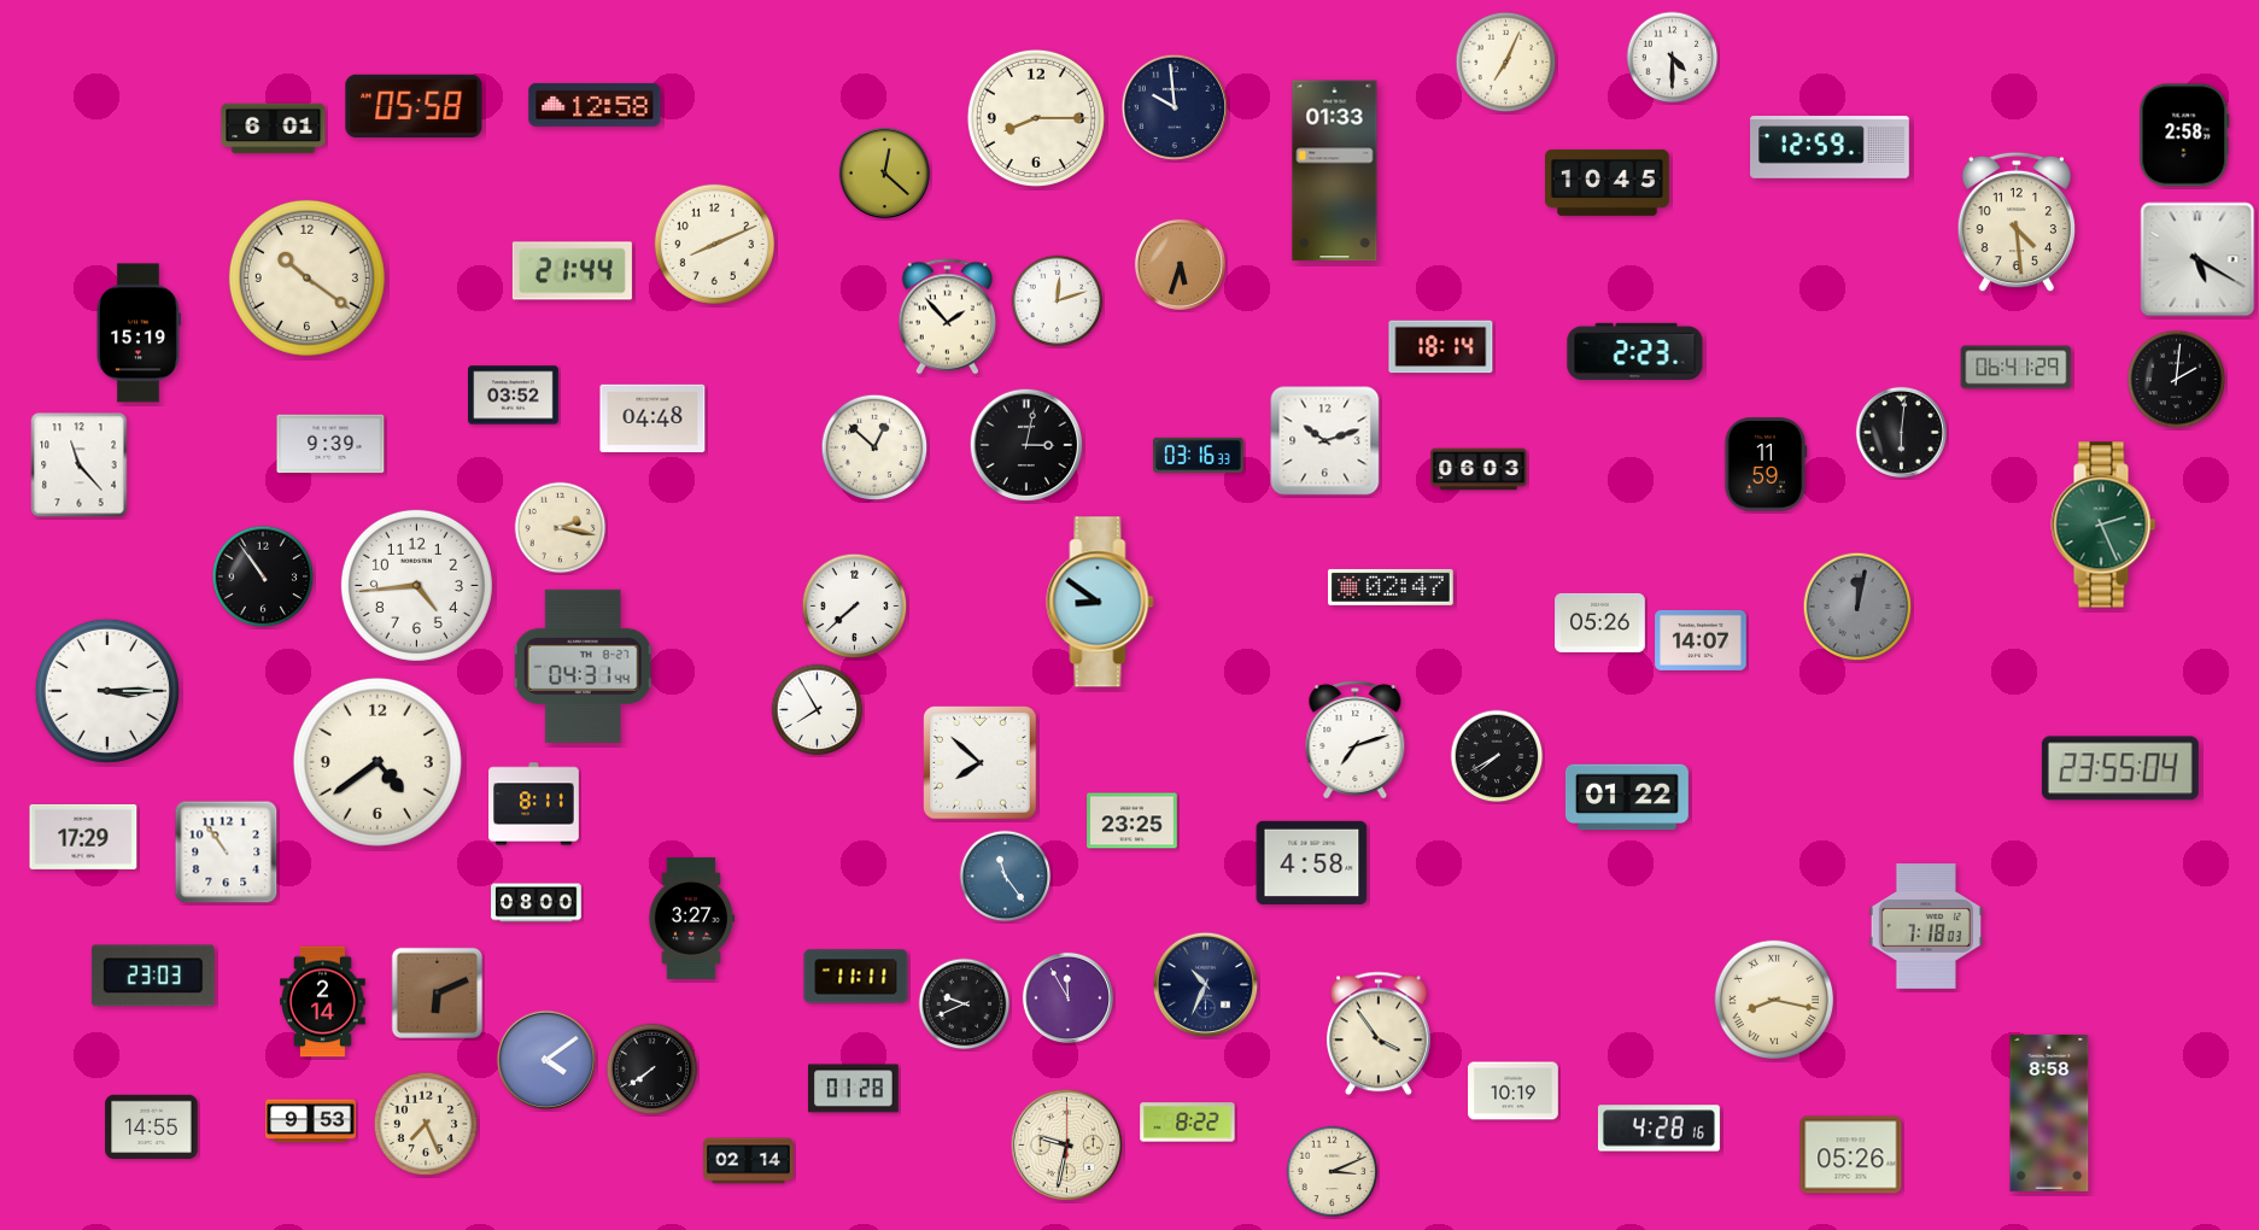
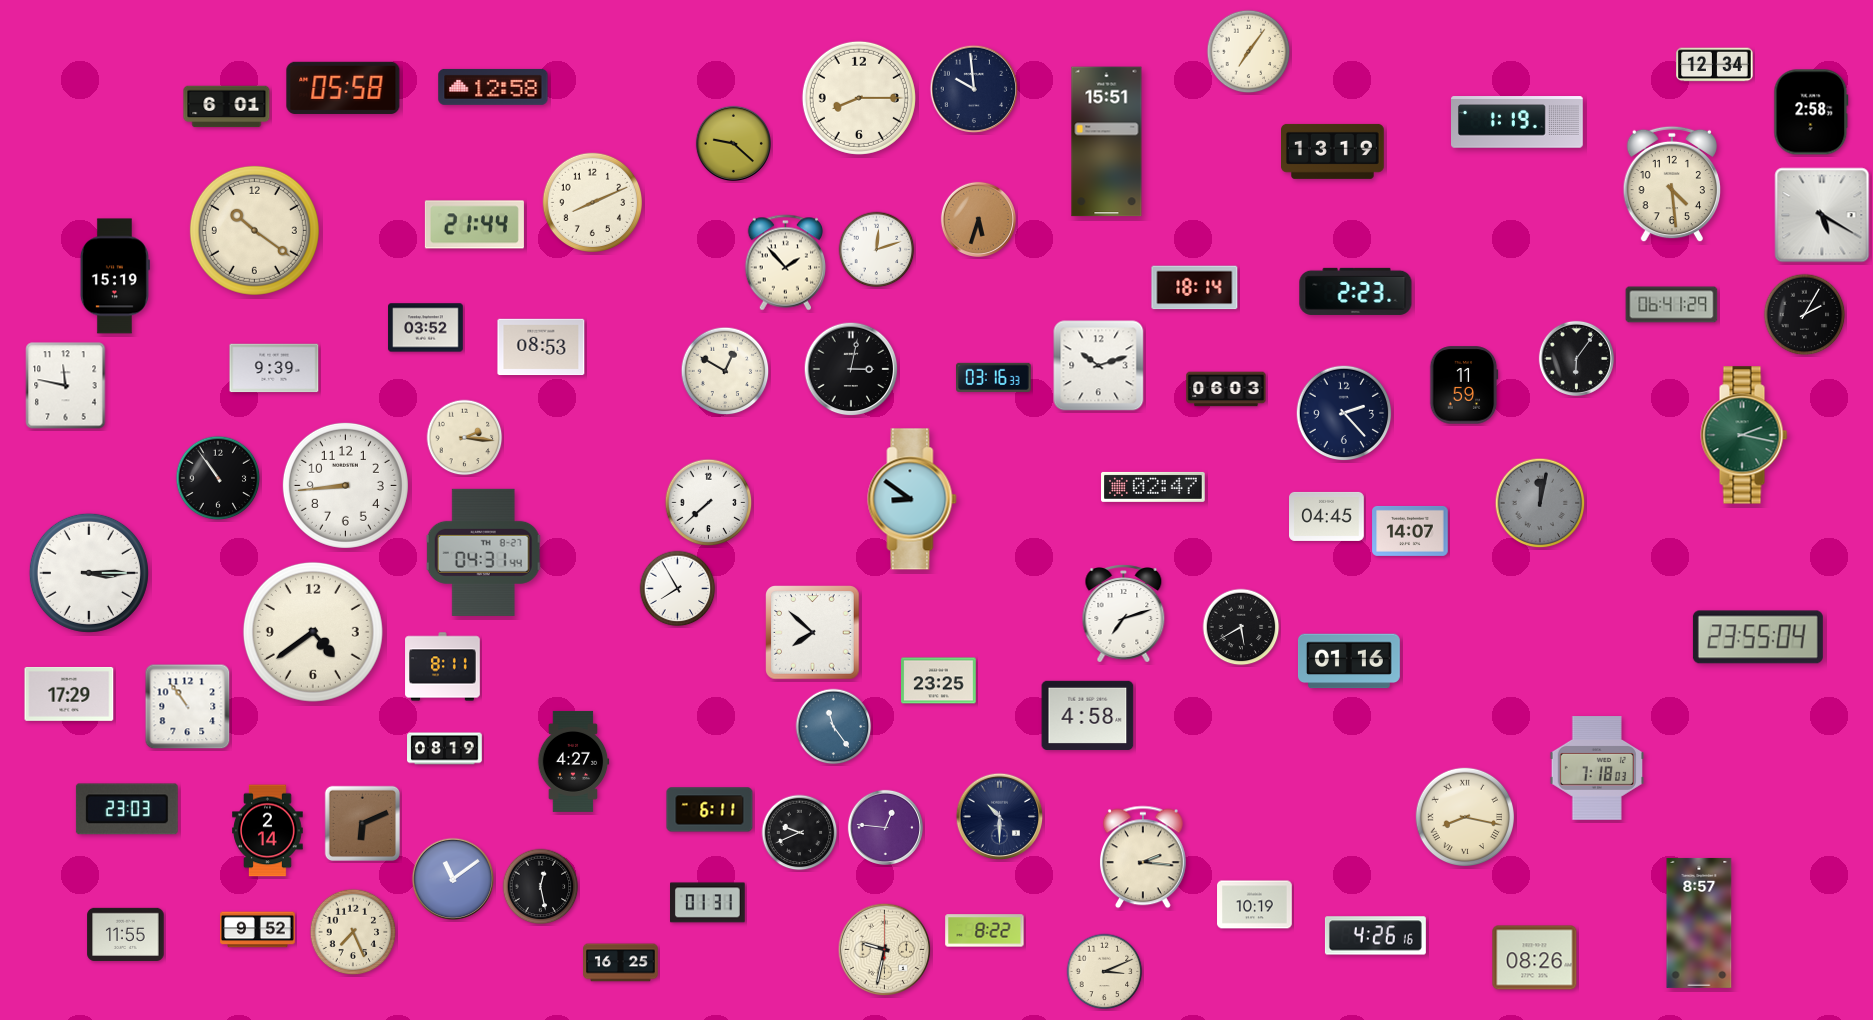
clock at (1673, 58): 4:30 -> none
clock at (1506, 63): 7:04 -> 7:06
clock at (1715, 65): none -> 12:34
clock at (1831, 147): 12:59 -> 1:19
clock at (1335, 171): 01:33 -> 15:51
clock at (884, 172): 12:22 -> 9:22
clock at (1608, 182): 10:45 -> 13:19
clock at (2177, 380): 2:01 -> 2:05
clock at (652, 418): 04:48 -> 08:53
clock at (1901, 432): 6:01 -> 6:06
clock at (874, 447): 12:52 -> 12:50
clock at (80, 465): 11:23 -> 11:47
clock at (1344, 413): none -> 2:23
clock at (2103, 525): 2:26 -> 2:17
clock at (561, 528): 2:17 -> 2:16
clock at (416, 585): 4:44 -> 8:44
clock at (1600, 622): 05:26 -> 04:45
clock at (1497, 756): 7:40 -> 5:40
clock at (1627, 797): 01:22 -> 01:16
clock at (537, 903): 08:00 -> 08:19
clock at (691, 918): 3:27 -> 4:27
clock at (856, 977): 11:11 -> 6:11
clock at (1206, 985): 10:34 -> 10:30
clock at (1067, 997): 11:55 -> 12:46
clock at (1773, 998) position: (1773, 998) -> (1464, 816)
clock at (1379, 1033): 3:54 -> 2:16
clock at (545, 1059): 4:09 -> 11:09
clock at (652, 1070): 7:39 -> 12:28
clock at (854, 1089): 01:28 -> 01:31
clock at (2049, 1113): 8:58 -> 8:57
clock at (311, 1121): 9:53 -> 9:52
clock at (152, 1126): 14:55 -> 11:55
clock at (1658, 1129): 4:28 -> 4:26
clock at (1851, 1155): 05:26 -> 08:26
clock at (749, 1161): 02:14 -> 16:25
